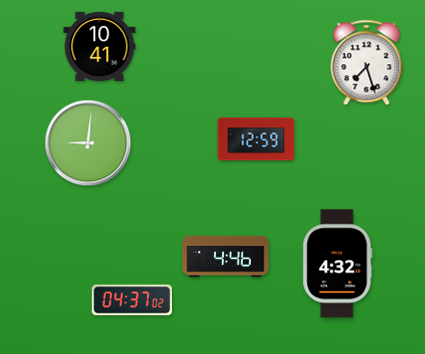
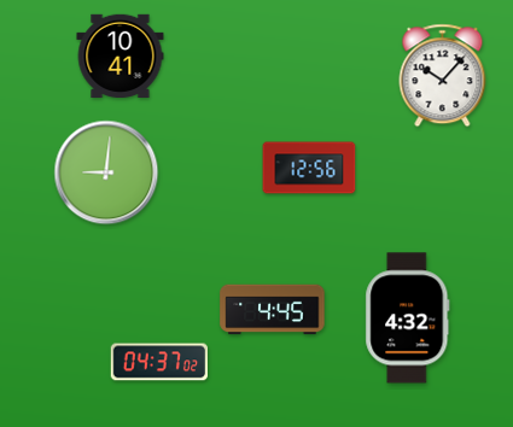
clock at (367, 63): 7:27 -> 10:07
clock at (256, 139): 12:59 -> 12:56
clock at (226, 257): 4:46 -> 4:45
